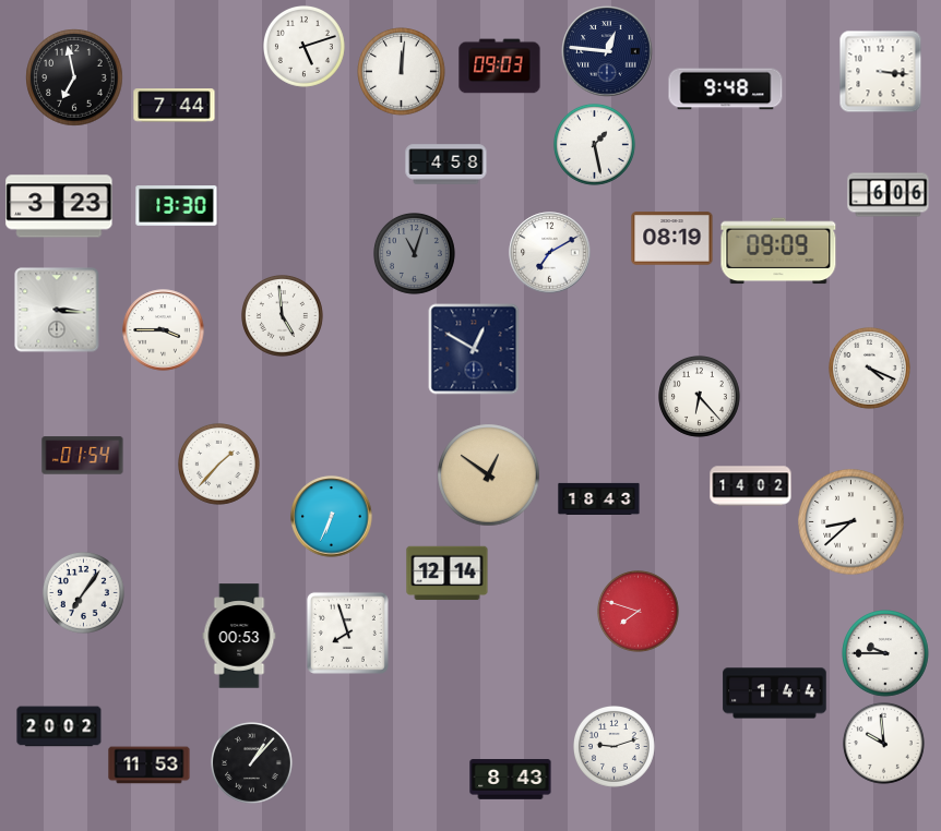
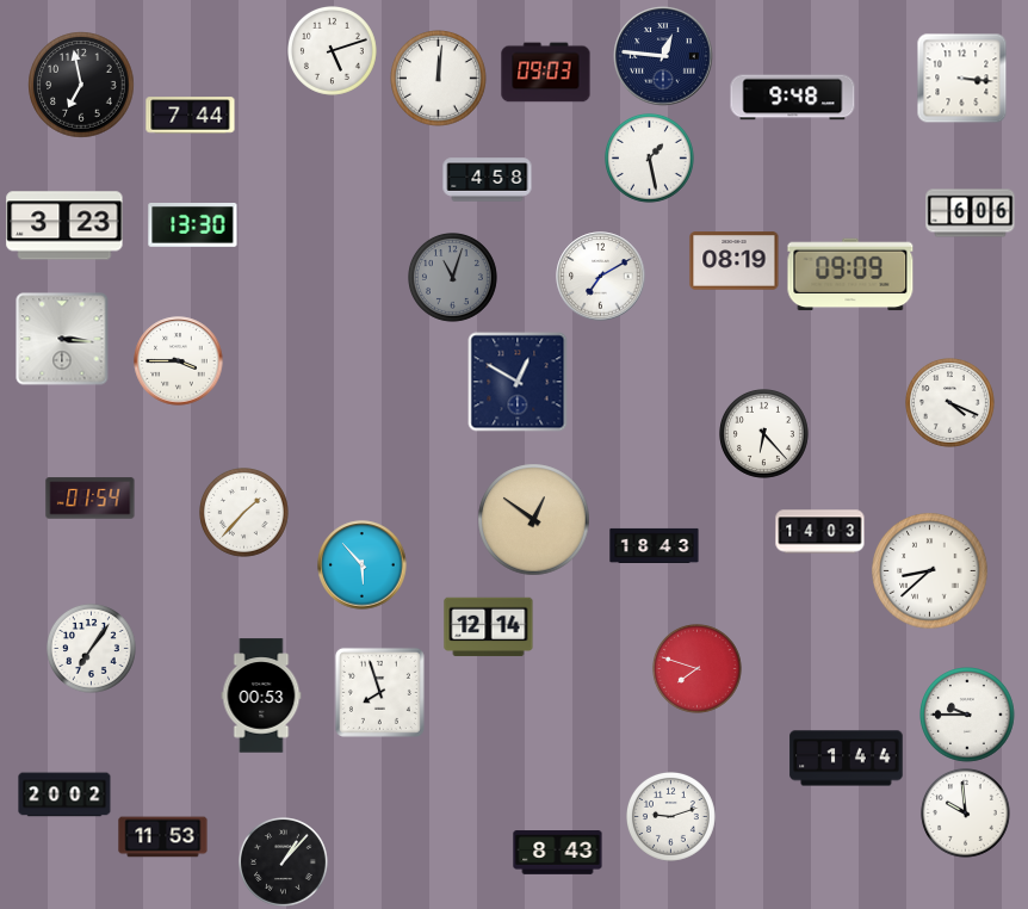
clock at (283, 316): 4:59 -> none
clock at (219, 465) position: (219, 465) -> (244, 513)
clock at (751, 486): 14:02 -> 14:03
clock at (332, 517): 6:34 -> 5:53
clock at (252, 763) position: (252, 763) -> (284, 862)
